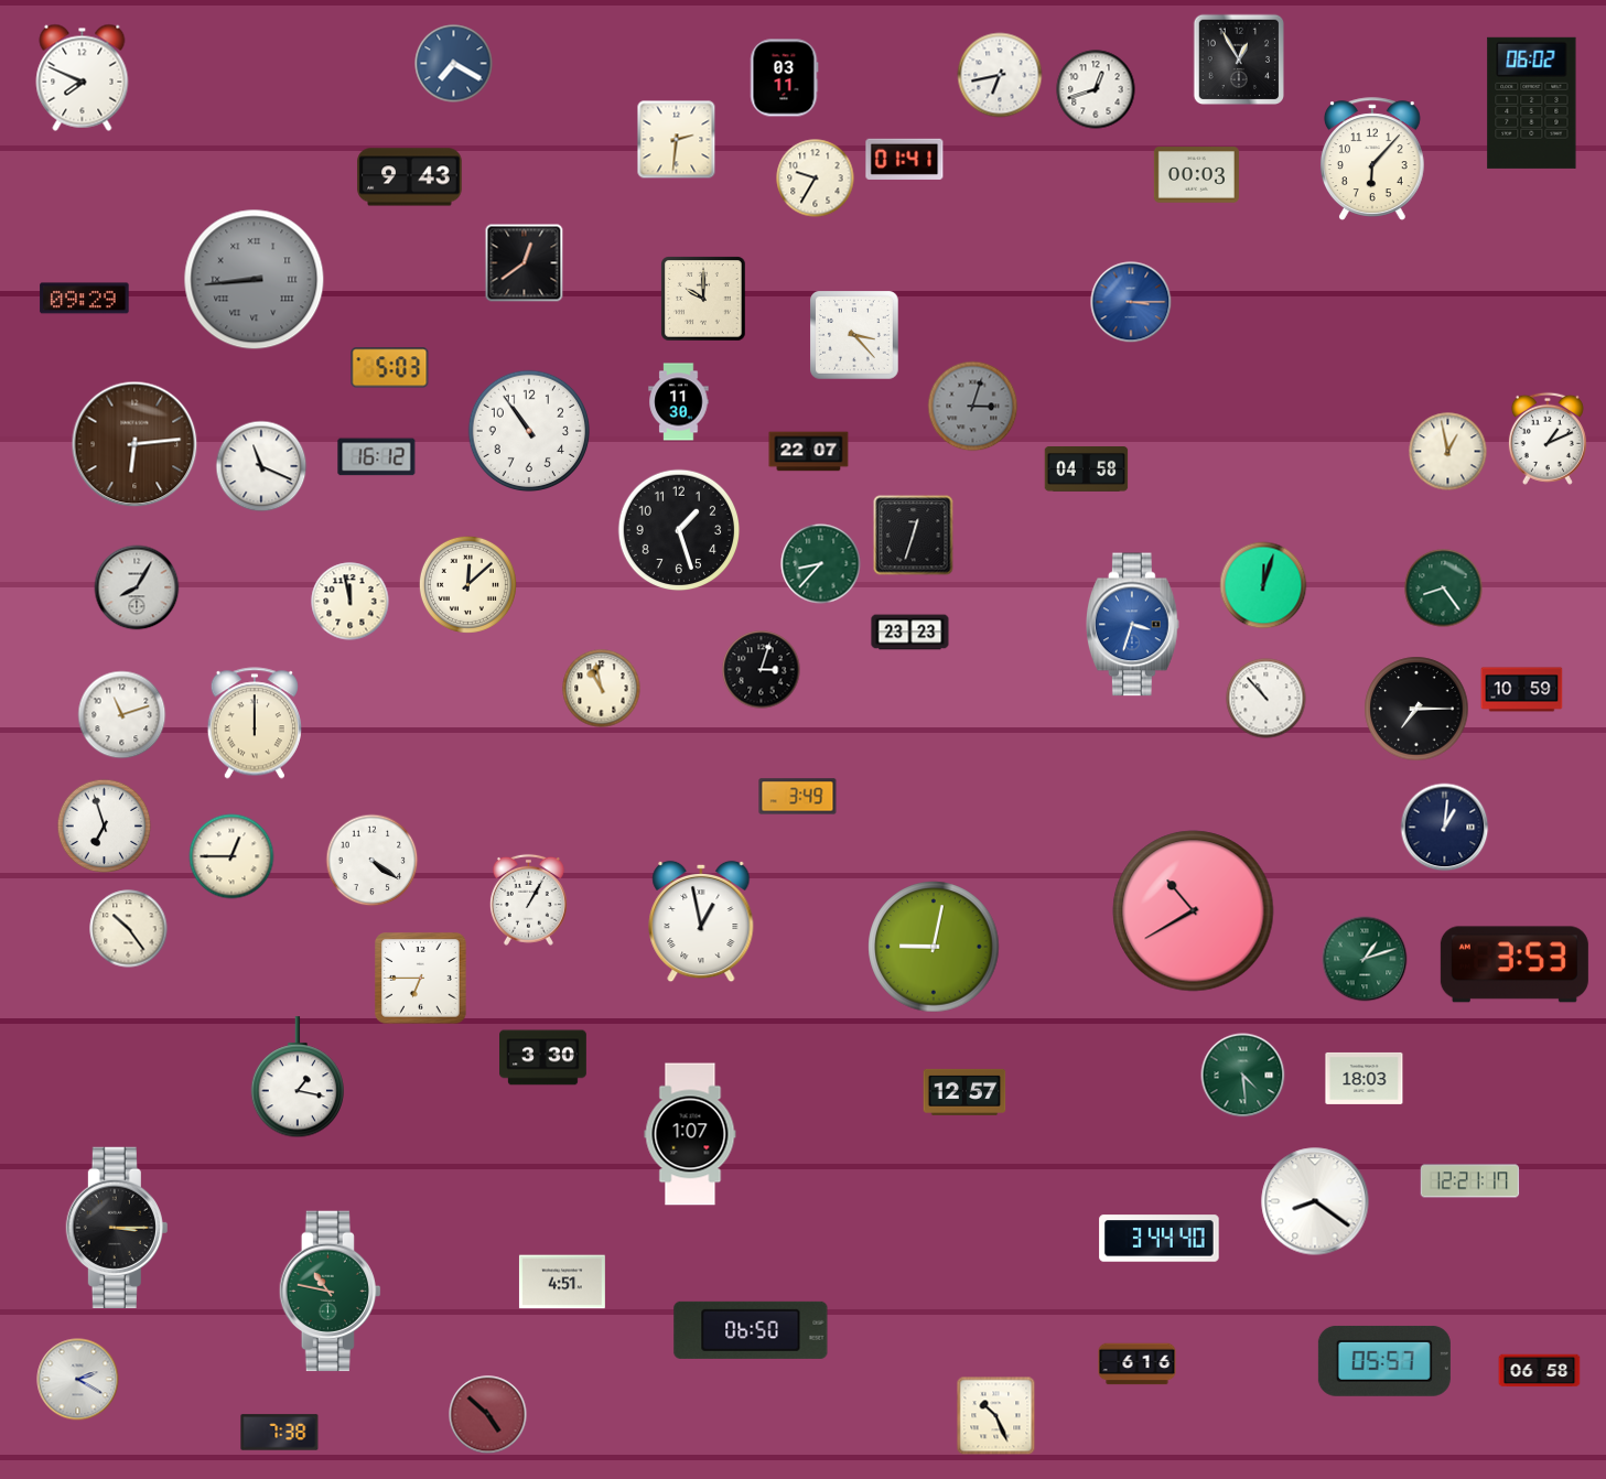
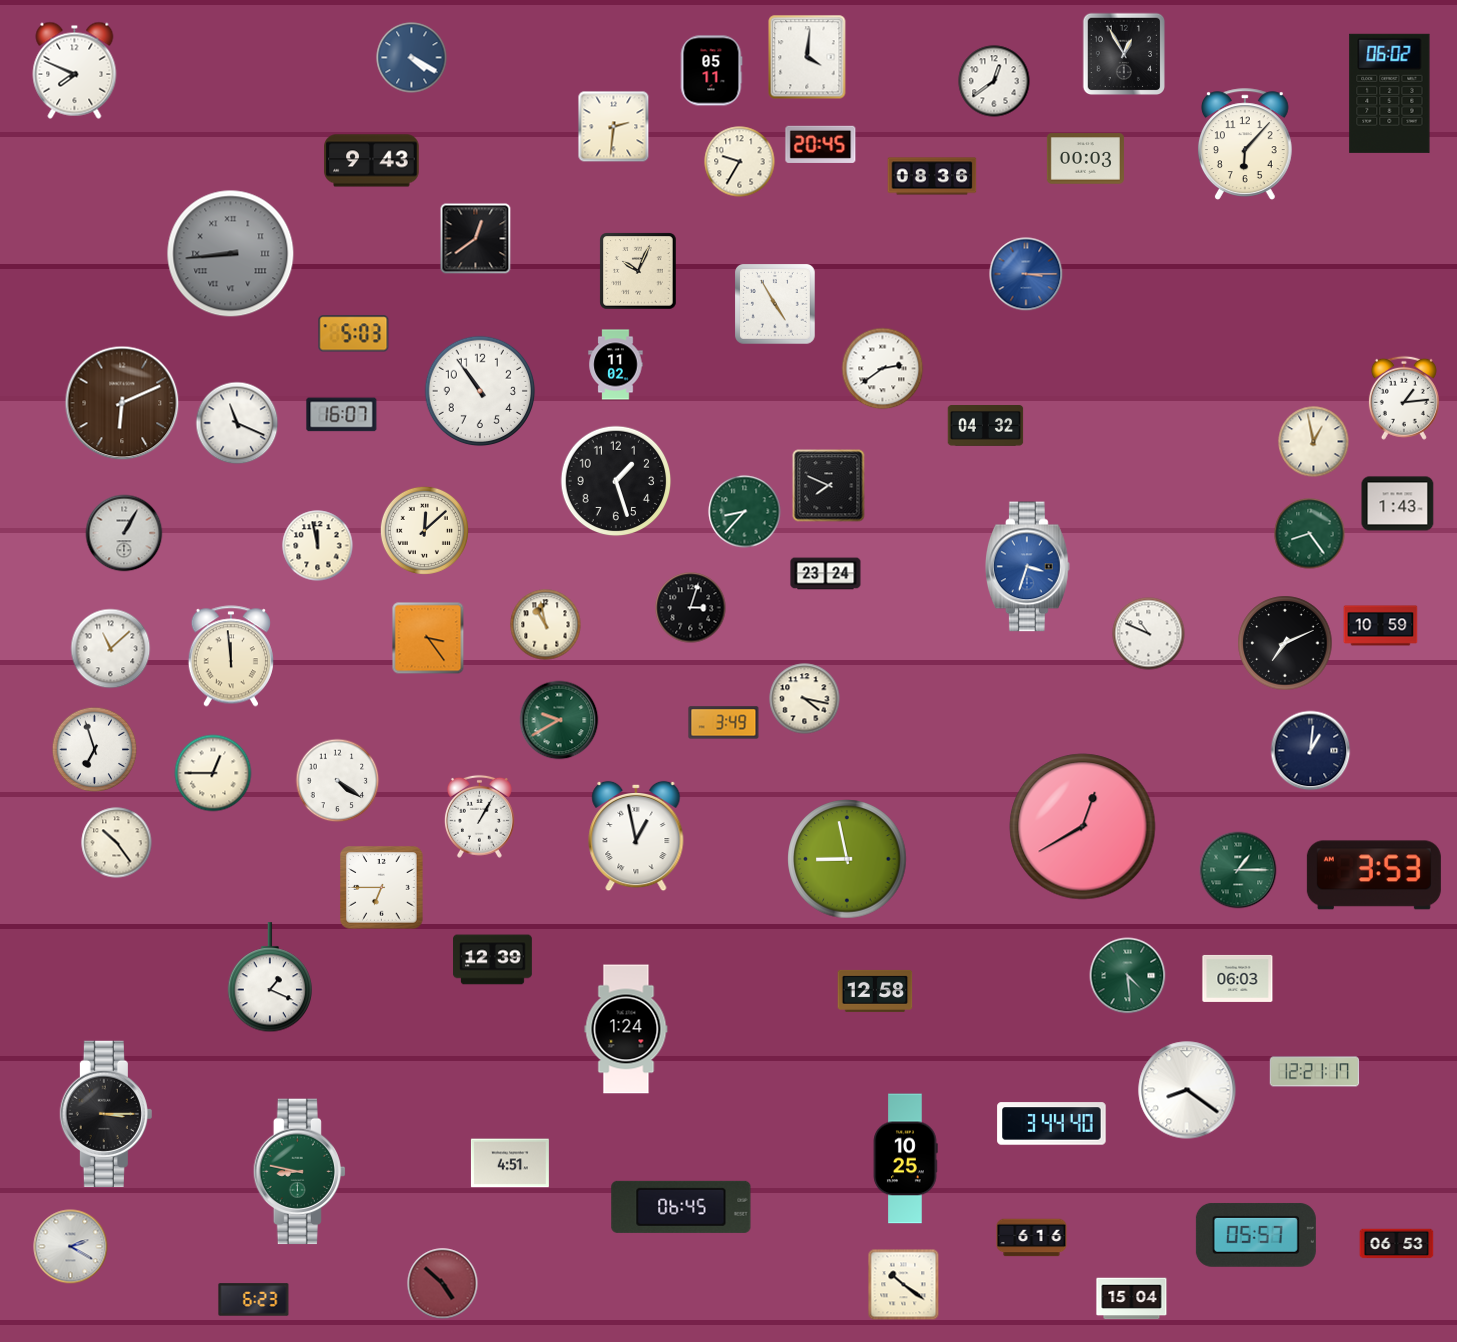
clock at (807, 57): none -> 4:01
clock at (454, 64): 7:20 -> 4:20
clock at (1000, 75): 6:43 -> none
clock at (784, 78): 03:11 -> 05:11
clock at (1096, 89): 12:42 -> 12:39
clock at (905, 159): 01:41 -> 20:45
clock at (932, 176): none -> 08:36
clock at (85, 299): 09:29 -> none
clock at (703, 299): 10:00 -> 10:04
clock at (855, 336): 3:23 -> 4:55
clock at (679, 402): 11:30 -> 11:02
clock at (973, 407): 3:03 -> 2:39
clock at (973, 407) dial: grey -> white
clock at (1548, 439): 1:11 -> 1:14
clock at (134, 444): 6:14 -> 6:11
clock at (809, 452): 22:07 -> none
clock at (1448, 452) position: (1448, 452) -> (1314, 442)
clock at (377, 457): 16:12 -> 16:07
clock at (1087, 469): 04:58 -> 04:32
clock at (914, 536): 12:33 -> 7:49
clock at (1398, 504): none -> 1:43
clock at (1263, 585): 12:03 -> none
clock at (137, 587): 8:05 -> 1:05
clock at (910, 633): 23:23 -> 23:24
clock at (1267, 699): 10:53 -> 10:49
clock at (428, 638): none -> 3:24
clock at (1416, 709): 7:15 -> 7:11
clock at (122, 715): 11:12 -> 11:08
clock at (255, 723): 12:00 -> 11:59
clock at (805, 699): none -> 4:17
clock at (559, 720): none -> 9:40
clock at (231, 856) position: (231, 856) -> (213, 773)
clock at (1194, 911): 10:40 -> 12:40
clock at (934, 947): 9:02 -> 8:58
clock at (1365, 959): 1:12 -> 1:15
clock at (543, 1058): 3:30 -> 12:39
clock at (297, 1078): 1:17 -> 1:19
clock at (1365, 1078): 18:03 -> 06:03
clock at (964, 1092): 12:57 -> 12:58
clock at (690, 1134): 1:07 -> 1:24
clock at (1470, 1181) position: (1470, 1181) -> (1315, 1072)
clock at (1315, 1201) position: (1315, 1201) -> (1187, 1090)
clock at (905, 1159): none -> 10:25
clock at (330, 1292): 10:47 -> 8:47
clock at (751, 1330): 06:50 -> 06:45
clock at (1540, 1371): 06:58 -> 06:53
clock at (78, 1380) position: (78, 1380) -> (71, 1247)
clock at (996, 1416): 10:26 -> 10:21
clock at (1132, 1299): none -> 15:04
clock at (280, 1433): 7:38 -> 6:23
